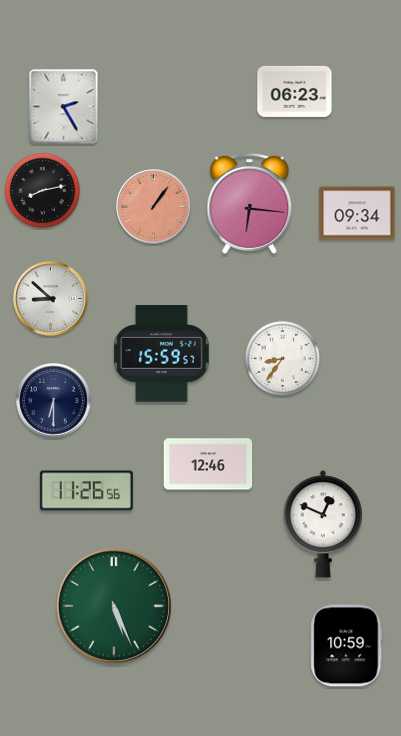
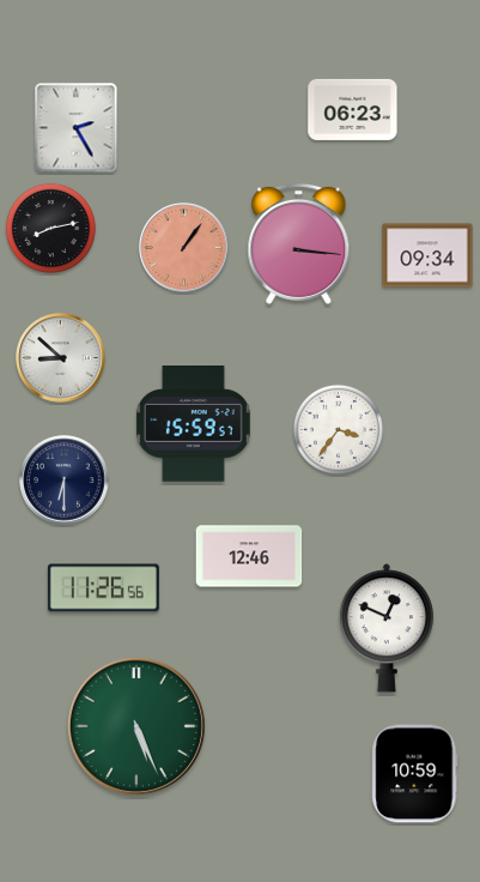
clock at (250, 203): 6:16 -> 3:16
clock at (282, 358): 8:36 -> 3:36
